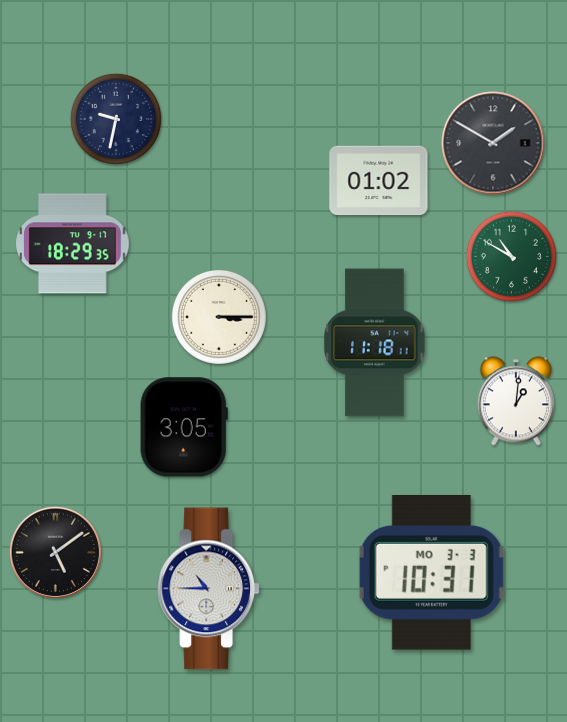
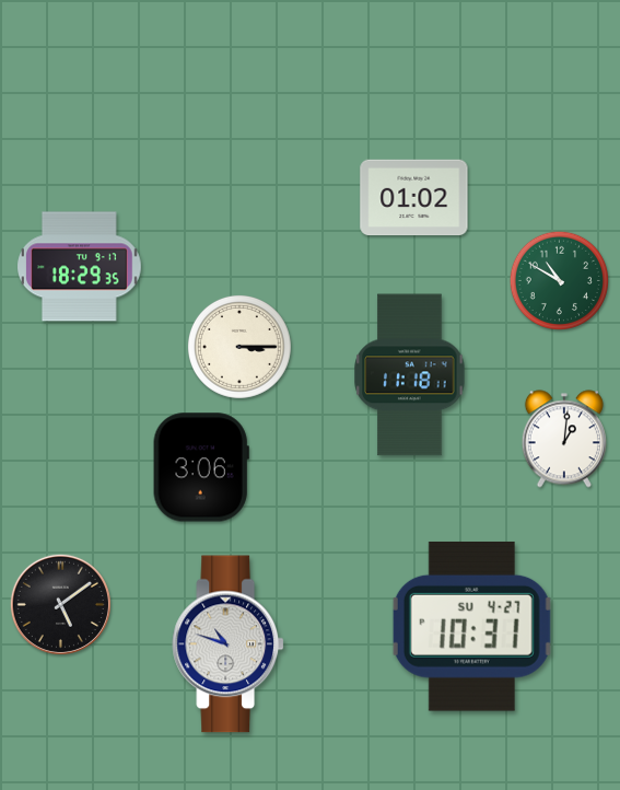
clock at (116, 119): 9:32 -> none
clock at (493, 143): 1:50 -> none
clock at (184, 427): 3:05 -> 3:06
clock at (431, 572) date: MO 3-3 -> SU 4-27
clock at (208, 589): 10:45 -> 10:48
